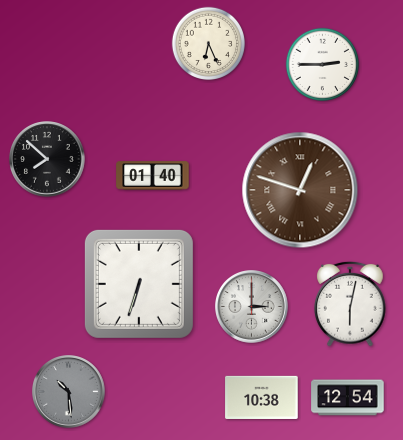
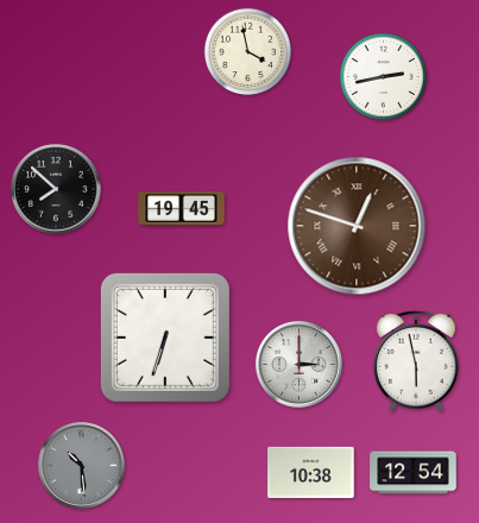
clock at (209, 44): 6:26 -> 3:58
clock at (323, 65): 2:45 -> 2:43
clock at (153, 176): 01:40 -> 19:45
clock at (350, 304): 6:02 -> 5:58
